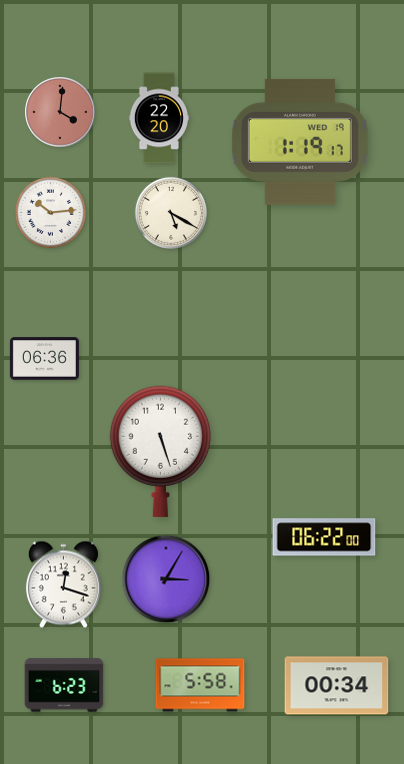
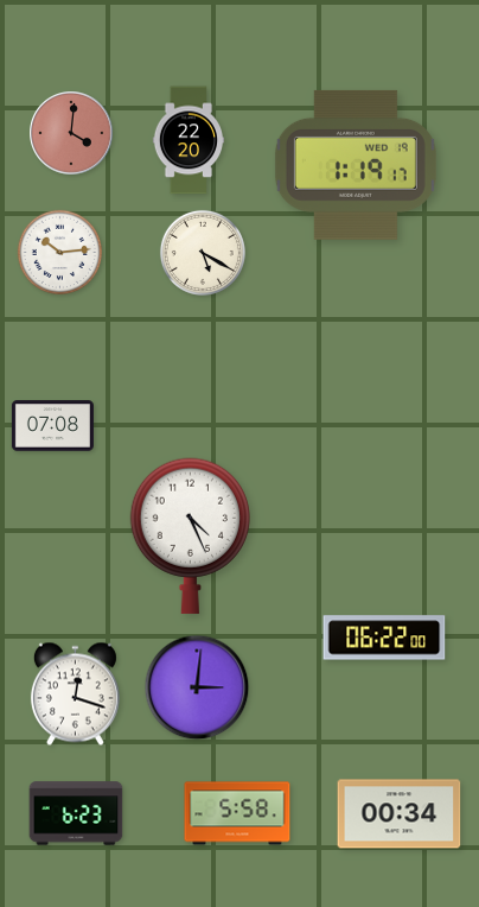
clock at (300, 142) position: (300, 142) -> (356, 165)
clock at (44, 359): 06:36 -> 07:08
clock at (160, 451): 5:27 -> 4:26
clock at (166, 579): 3:05 -> 3:01
